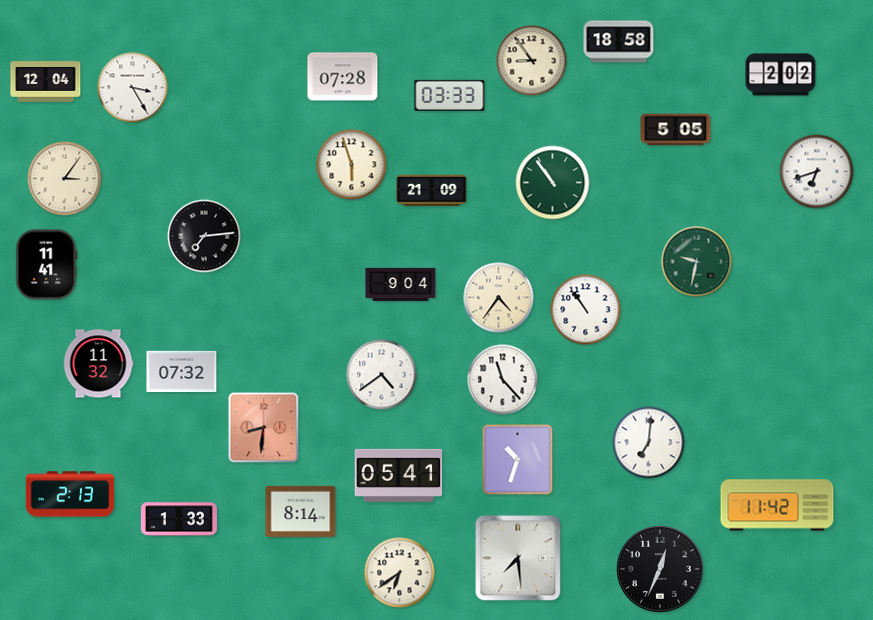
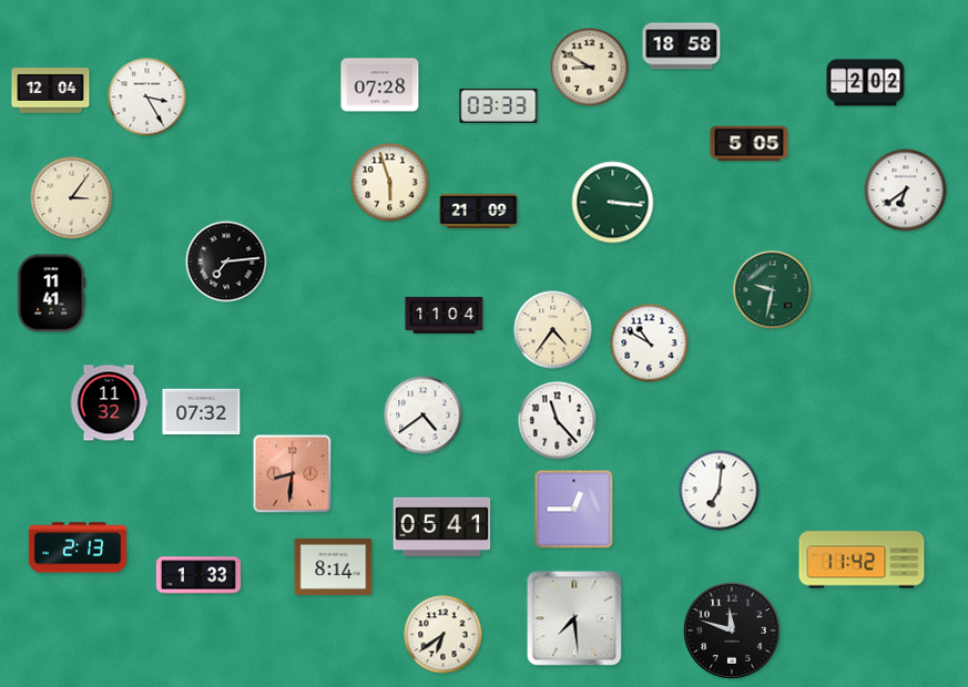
clock at (619, 42) position: (619, 42) -> (682, 47)
clock at (532, 61): 8:54 -> 8:50
clock at (817, 172): 6:42 -> 6:39
clock at (553, 183): 10:54 -> 3:16
clock at (401, 284): 9:04 -> 11:04
clock at (586, 310): 10:54 -> 10:50
clock at (518, 460): 10:33 -> 12:45
clock at (660, 569): 12:34 -> 11:48
